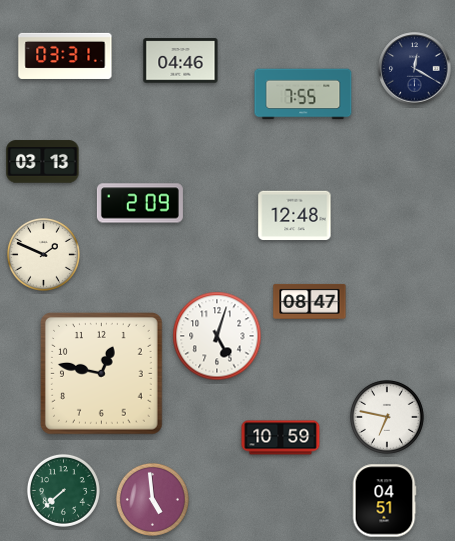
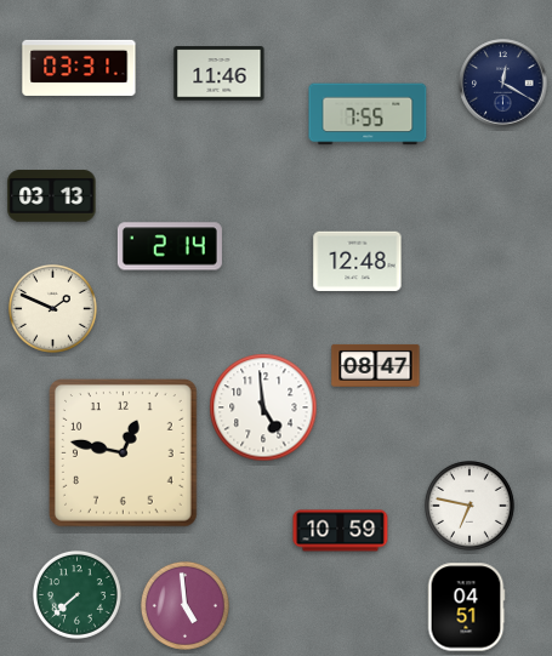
clock at (181, 61): 04:46 -> 11:46
clock at (140, 203): 2:09 -> 2:14
clock at (217, 336): 5:03 -> 4:59
